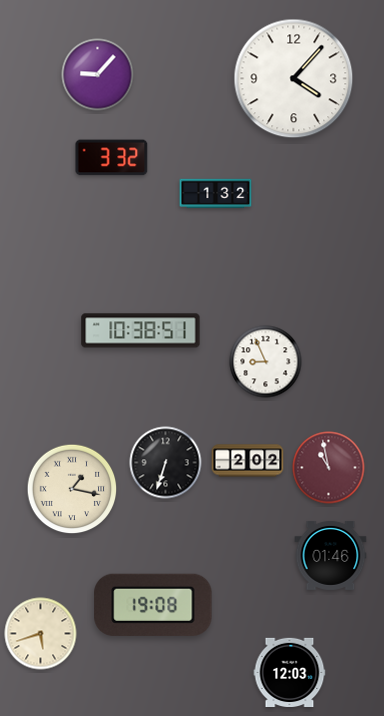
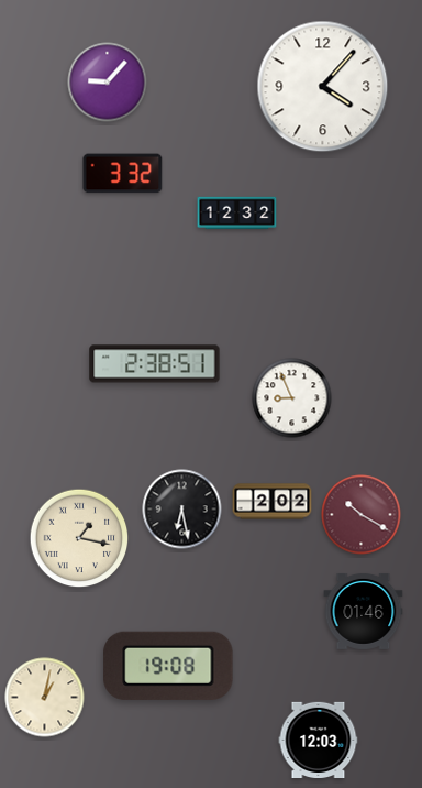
clock at (216, 194): 1:32 -> 12:32
clock at (141, 331): 10:38 -> 2:38
clock at (248, 461) position: (248, 461) -> (273, 502)
clock at (166, 463): 6:33 -> 6:28
clock at (329, 468): 10:58 -> 10:20
clock at (41, 634): 5:42 -> 1:02
